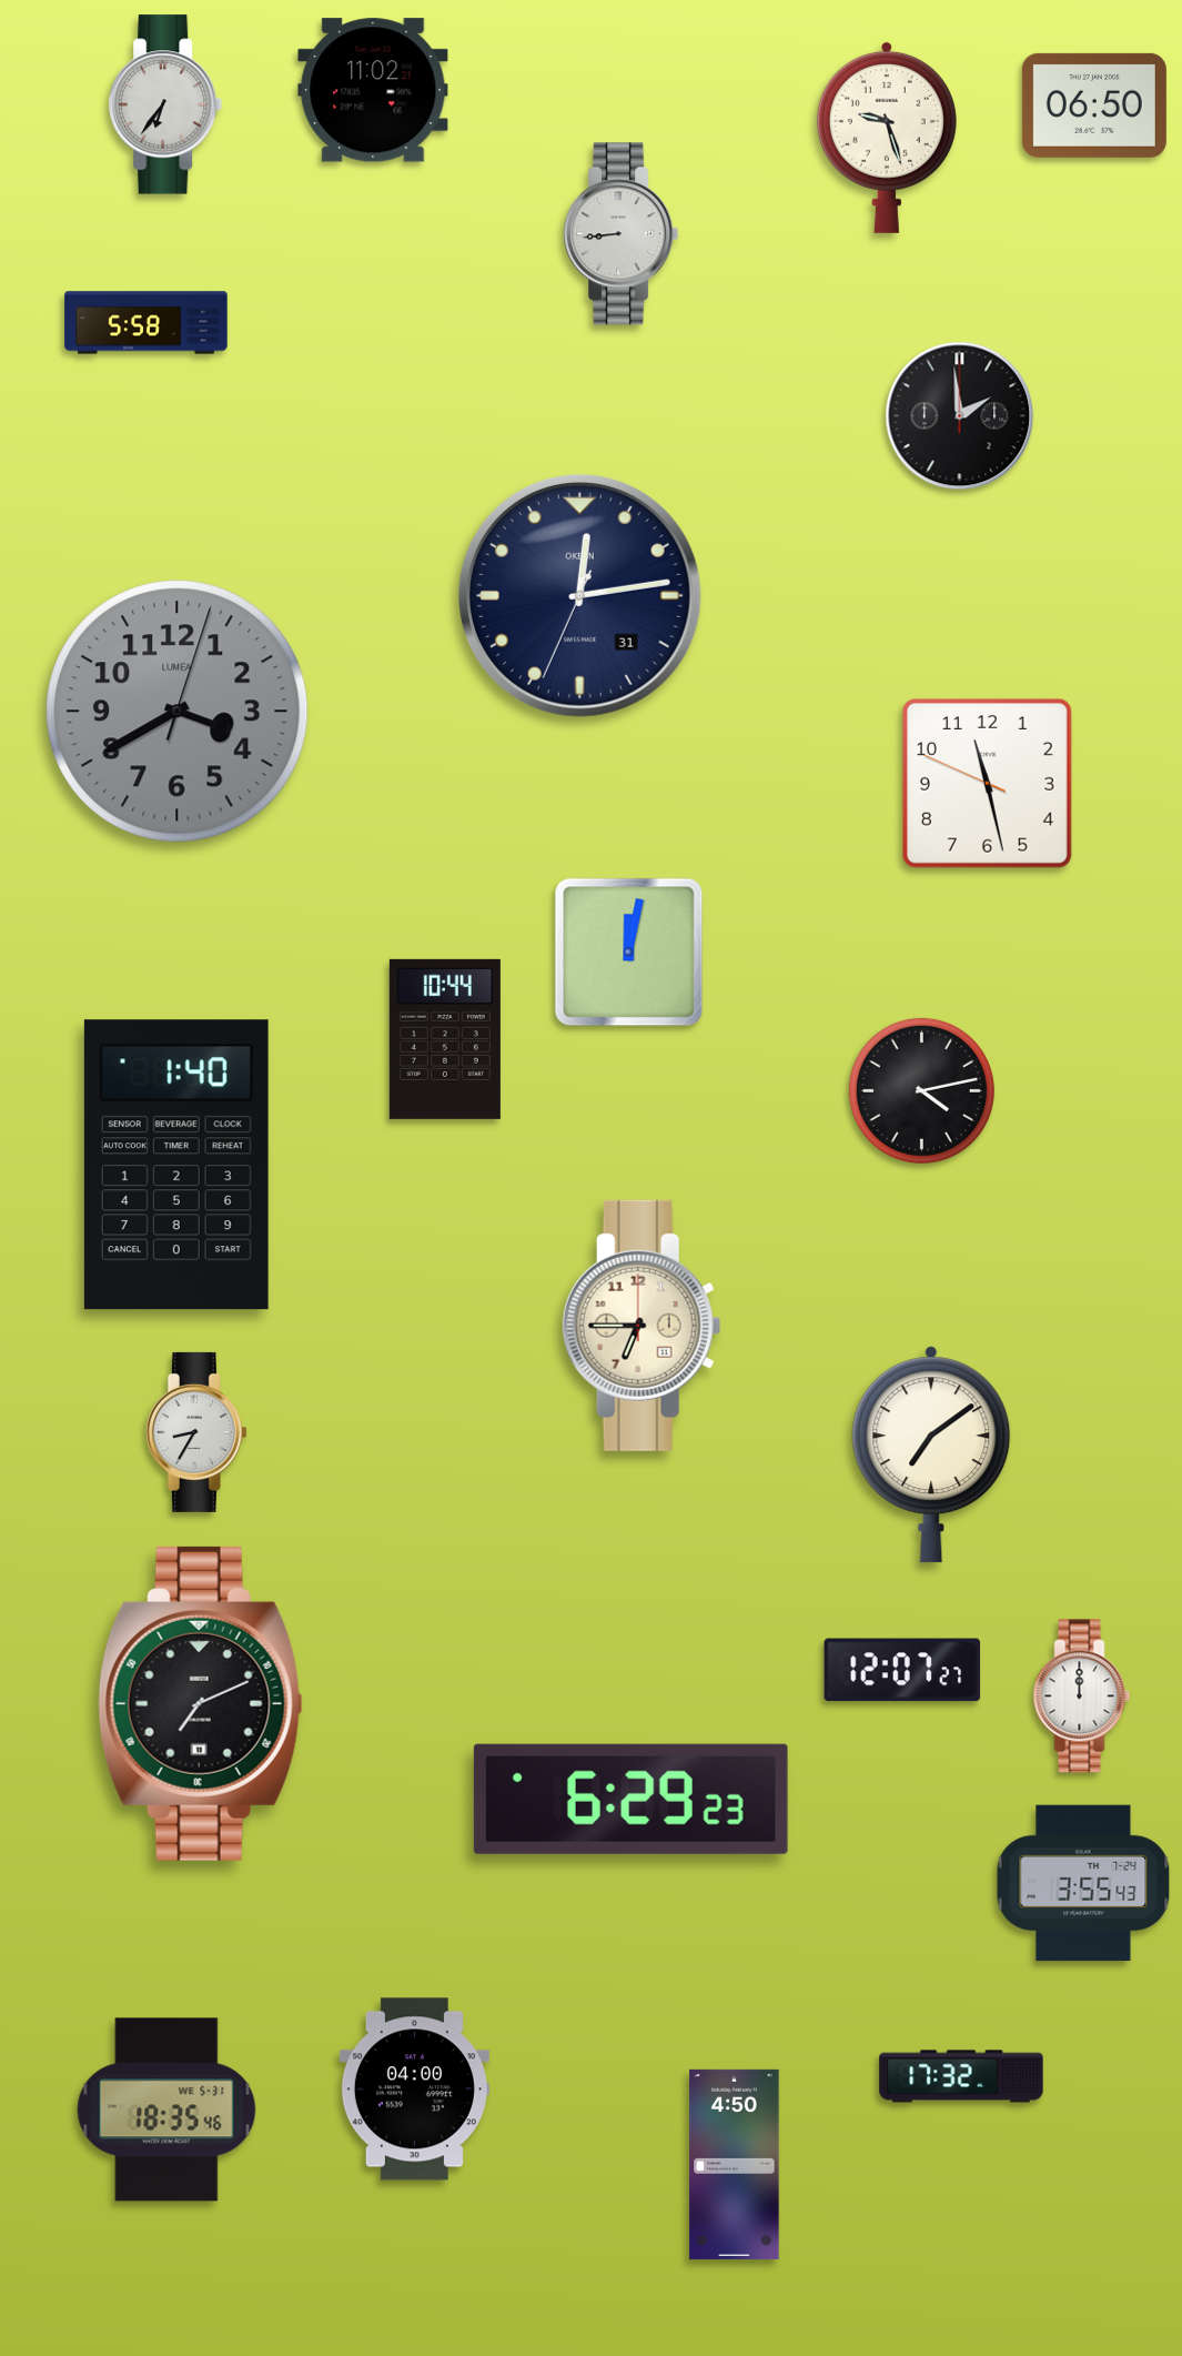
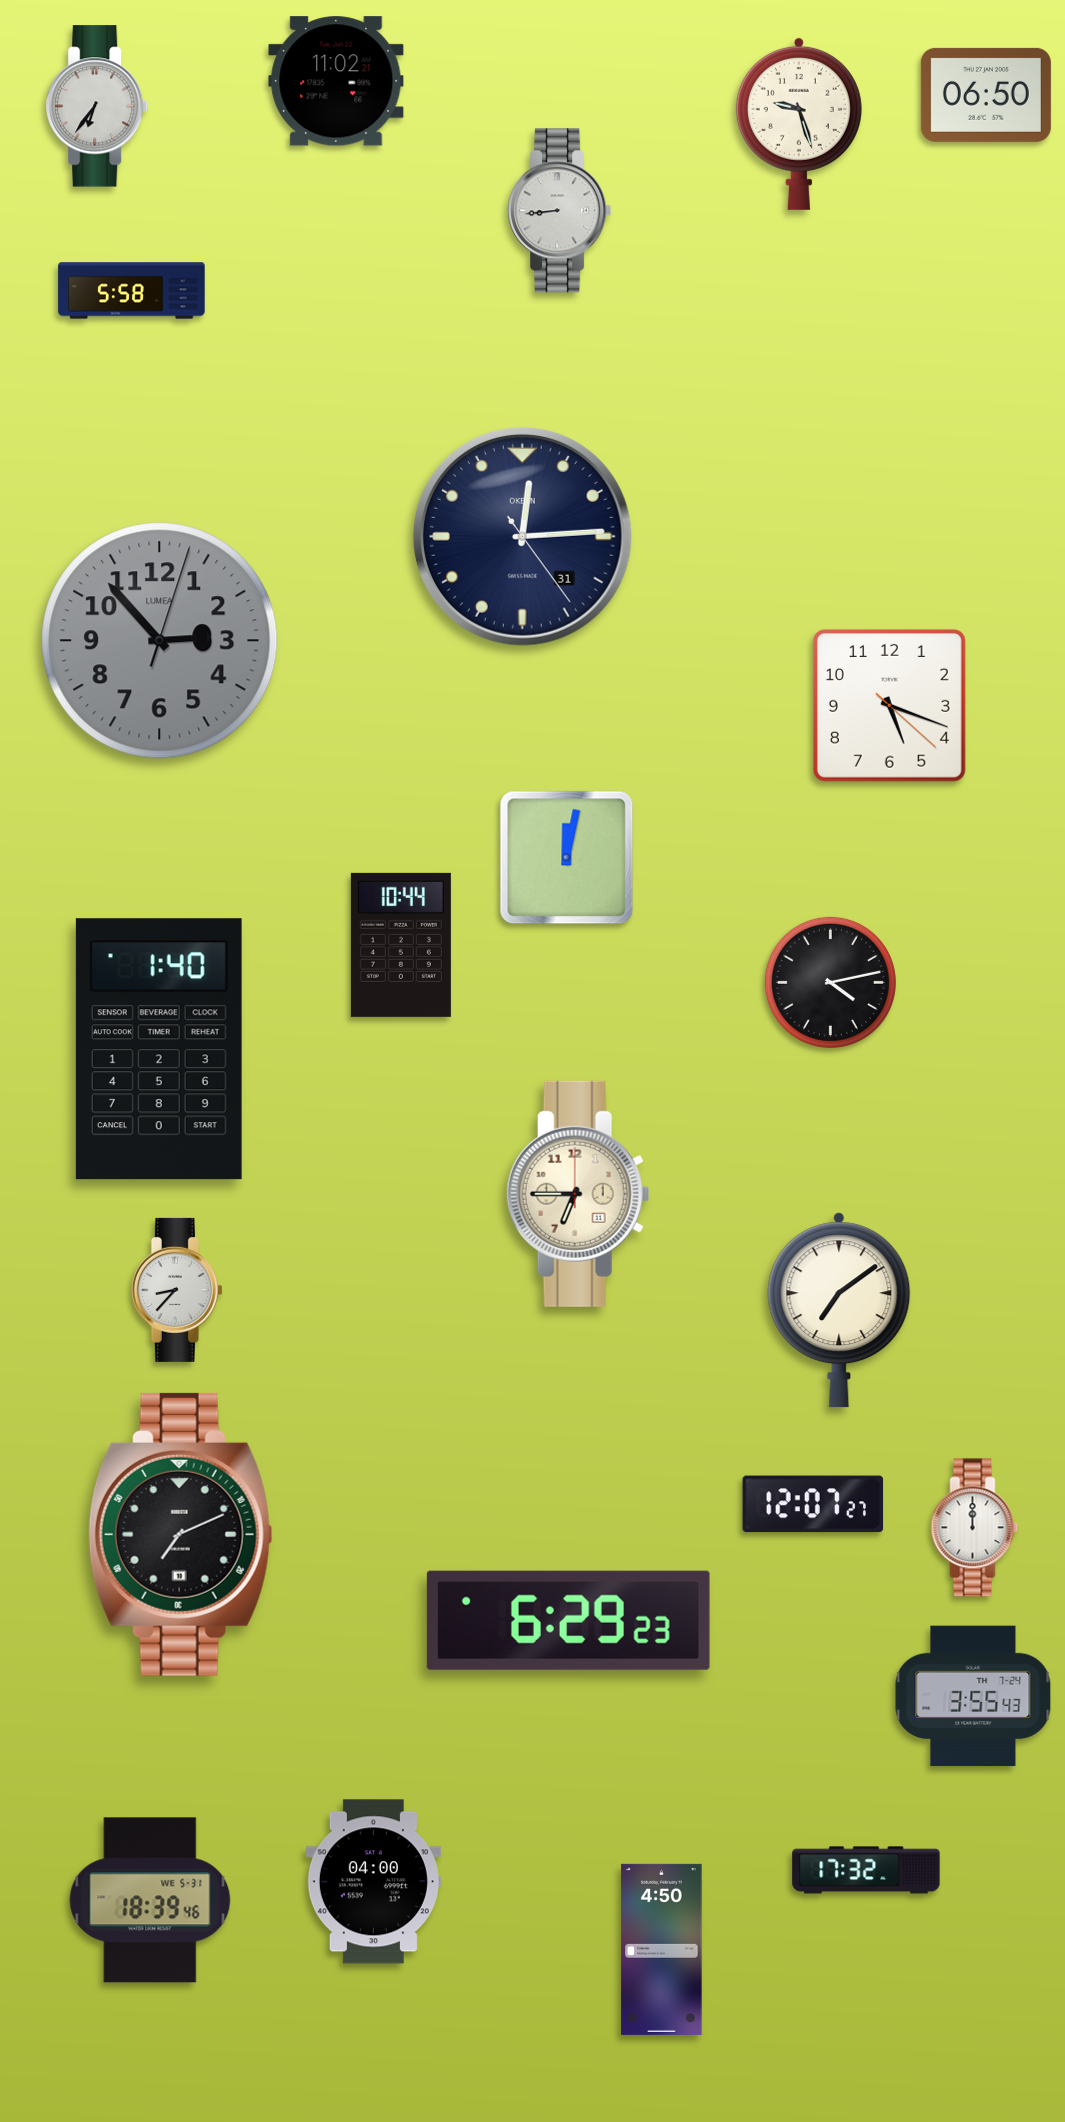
clock at (166, 104) position: (166, 104) -> (98, 106)
clock at (960, 416): 1:59 -> none
clock at (579, 595): 12:13 -> 12:14
clock at (178, 712): 3:40 -> 2:53
clock at (987, 783): 11:27 -> 5:18
clock at (445, 1039) position: (445, 1039) -> (401, 945)
clock at (196, 1432): 8:35 -> 8:37
clock at (1083, 1883) position: (1083, 1883) -> (973, 1696)
clock at (166, 2110): 18:35 -> 18:39
